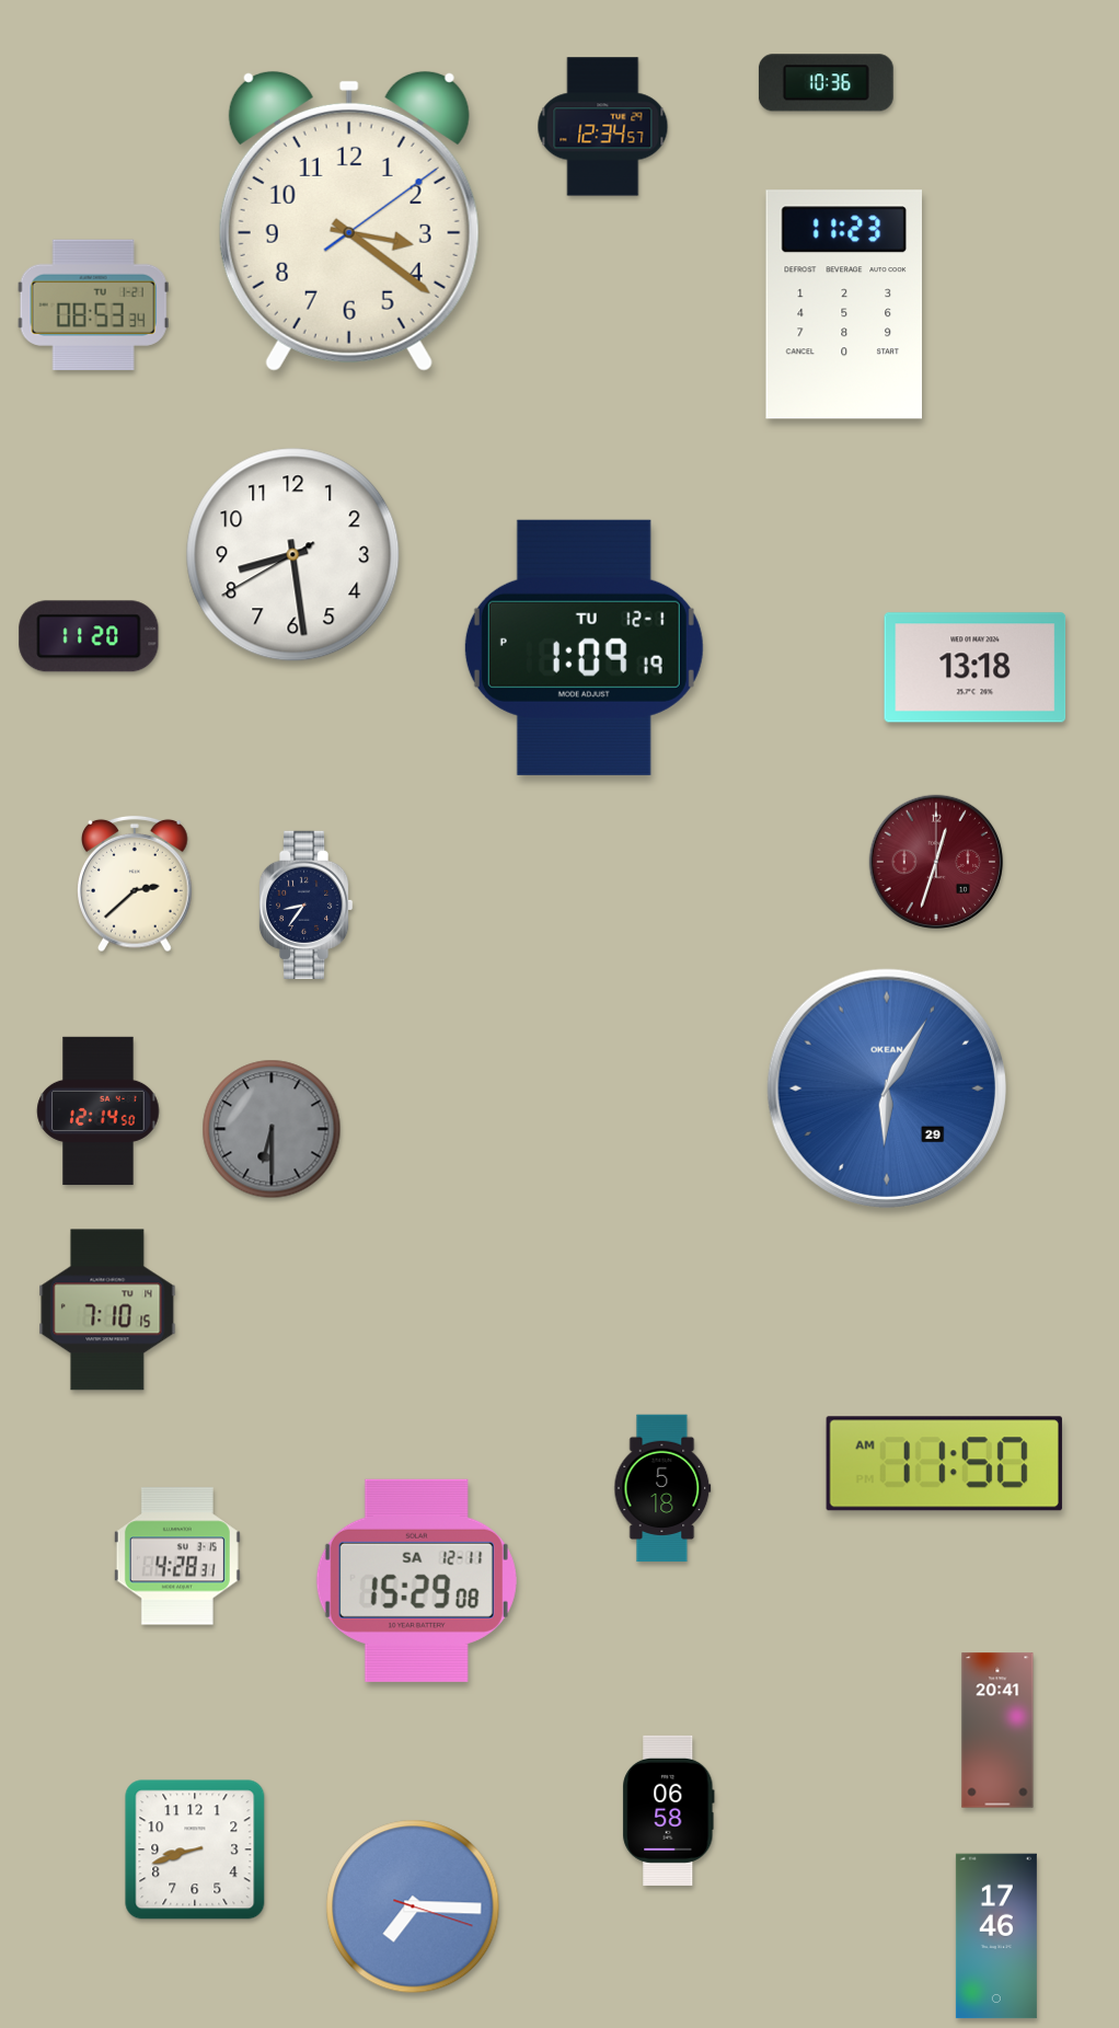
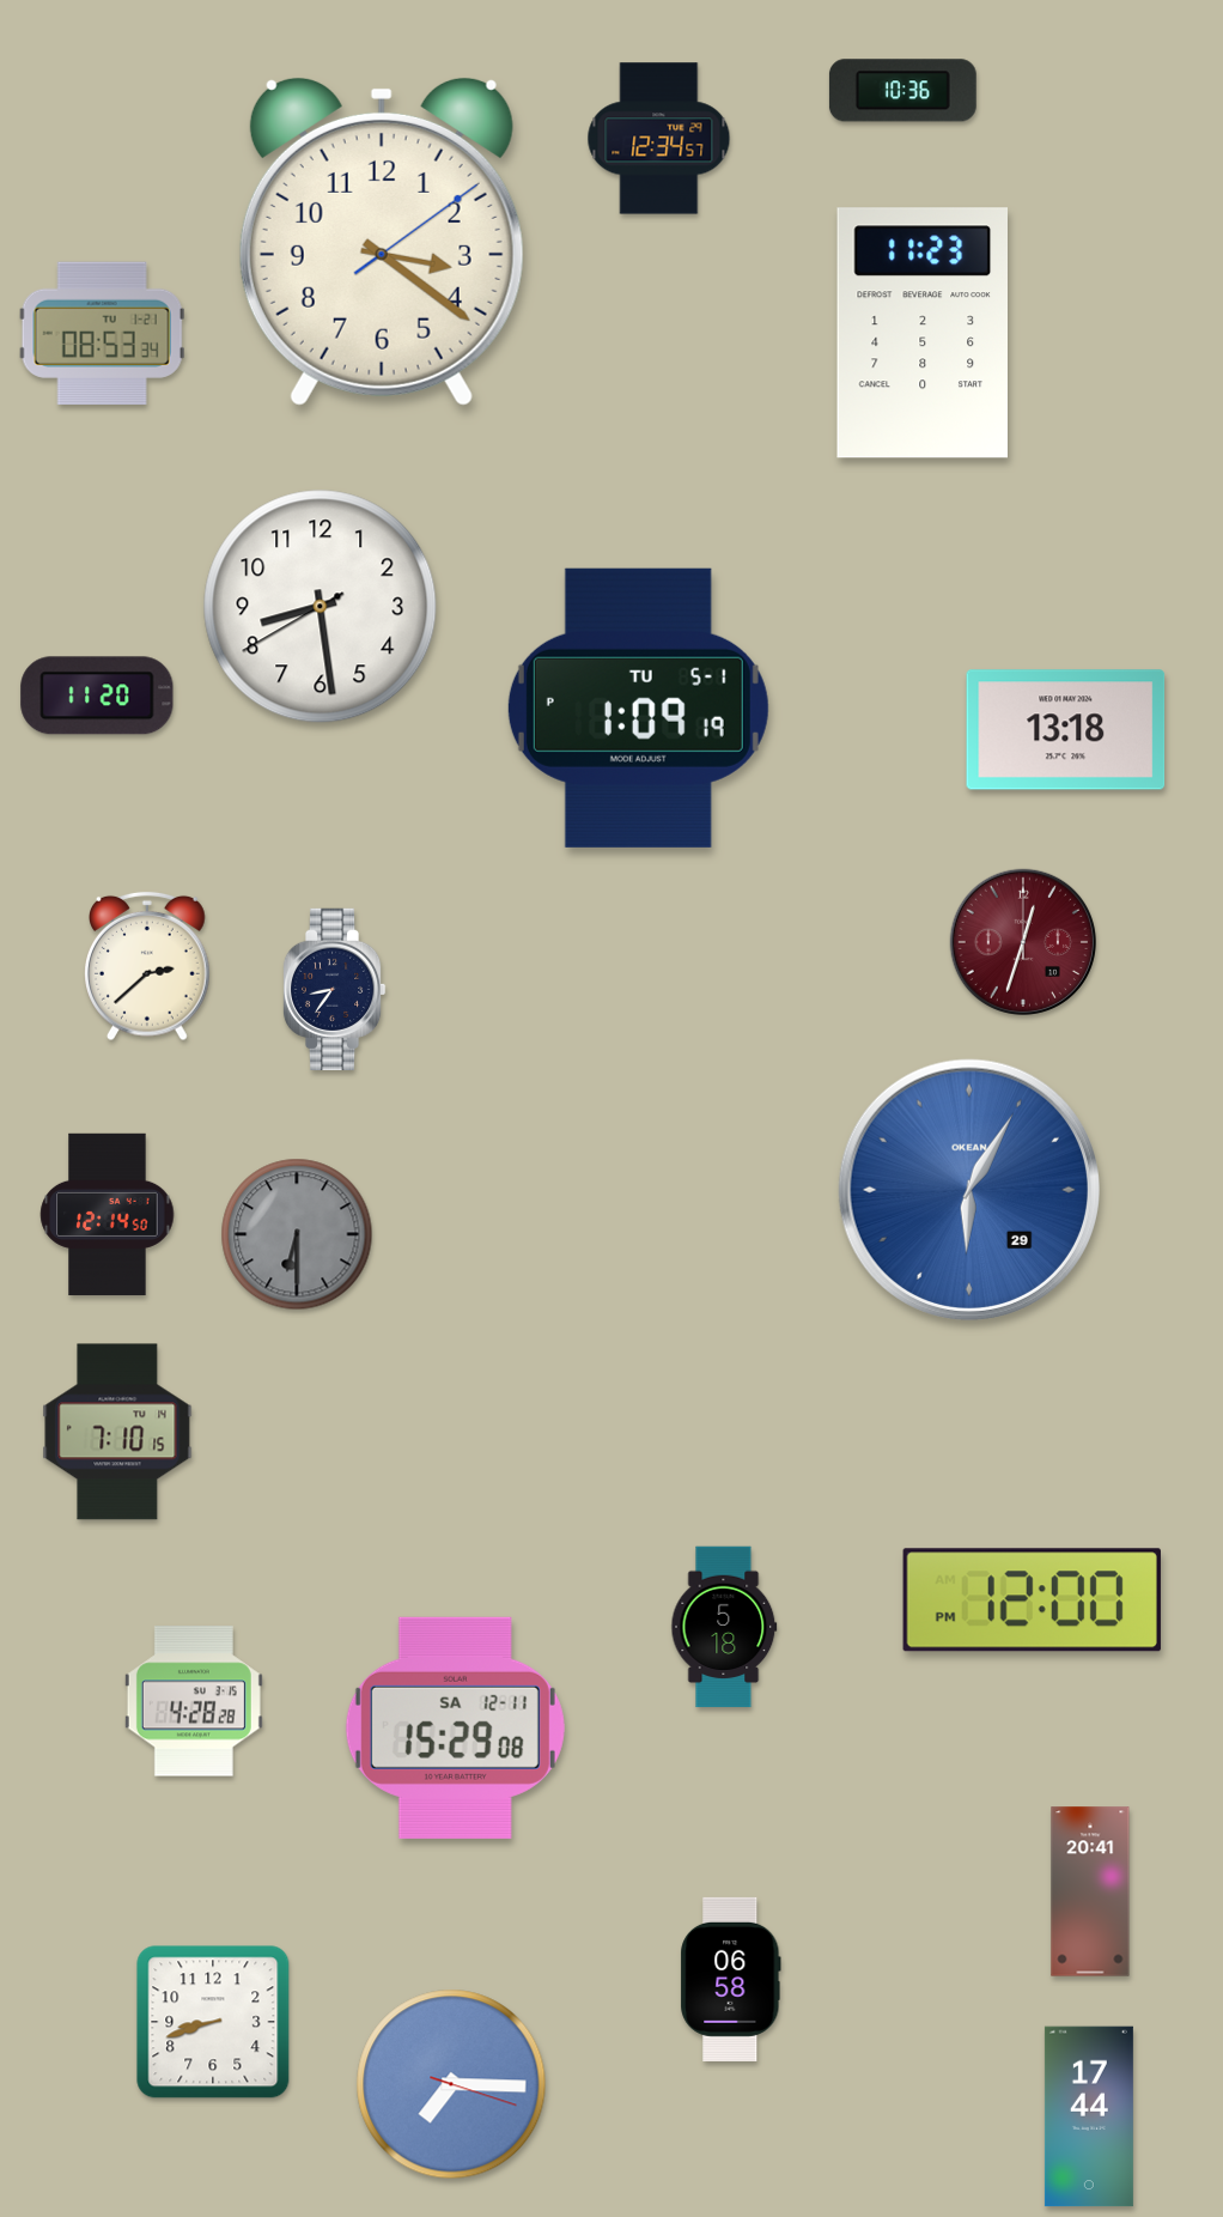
clock at (584, 647) date: TU 12-1 -> TU 5-1
clock at (944, 1464): 11:50 -> 12:00
clock at (177, 1556): 4:28:31 -> 4:28:28
clock at (996, 1936): 17:46 -> 17:44
